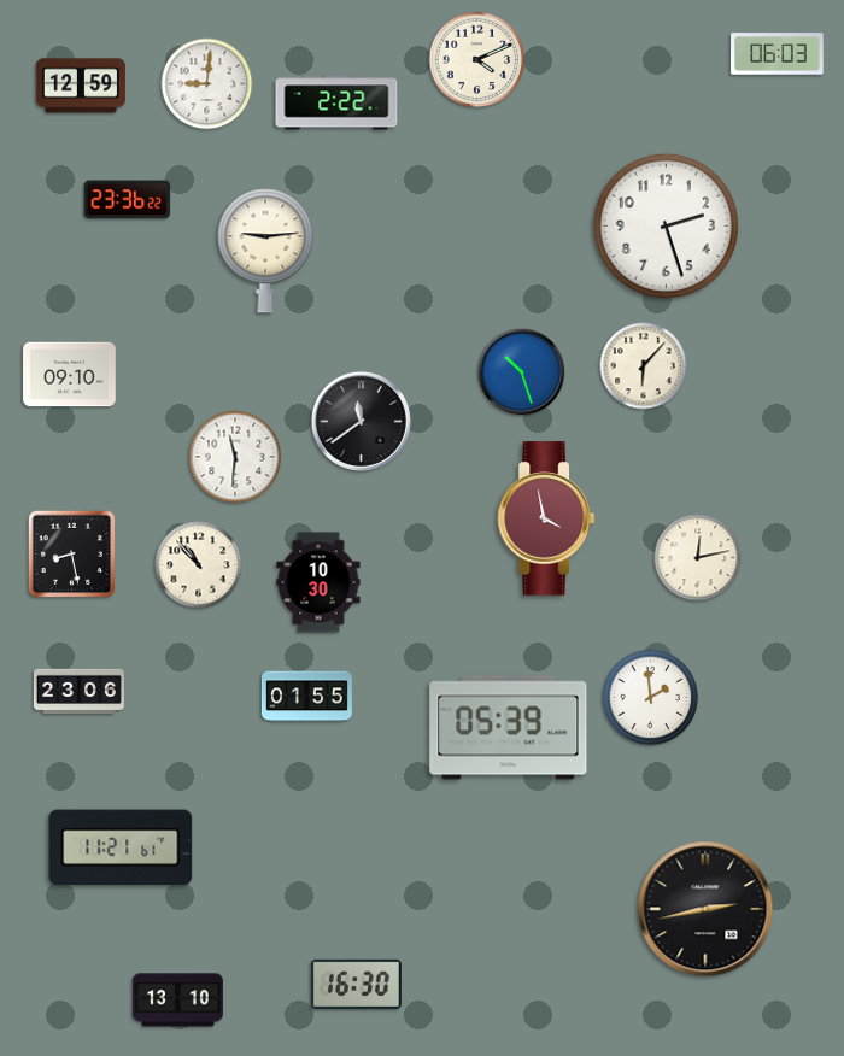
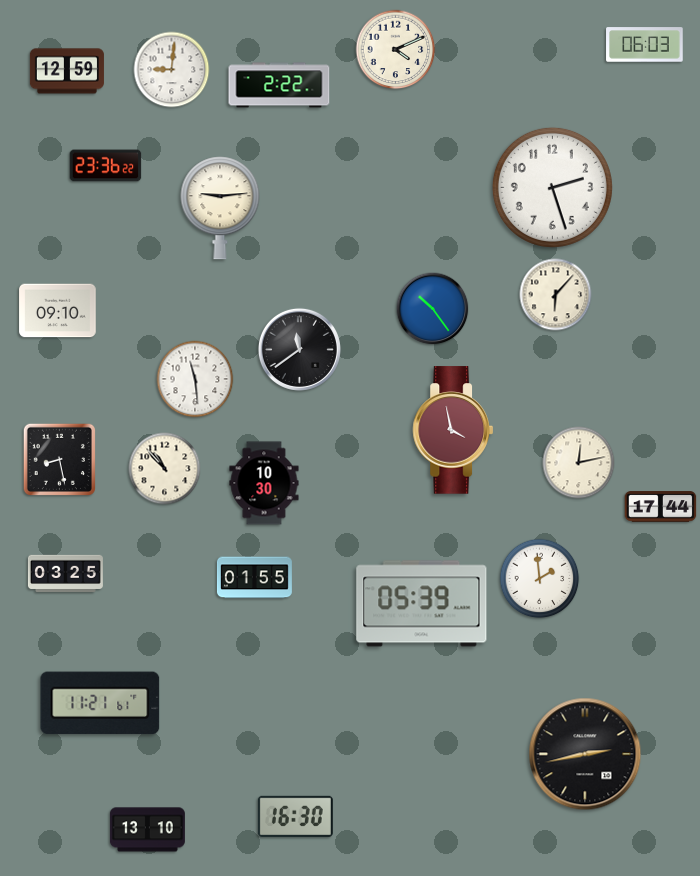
clock at (644, 366) position: (644, 366) -> (556, 295)
clock at (522, 372): 10:27 -> 10:24
clock at (235, 457): 11:31 -> 11:29
clock at (661, 507): none -> 17:44
clock at (78, 691): 23:06 -> 03:25
